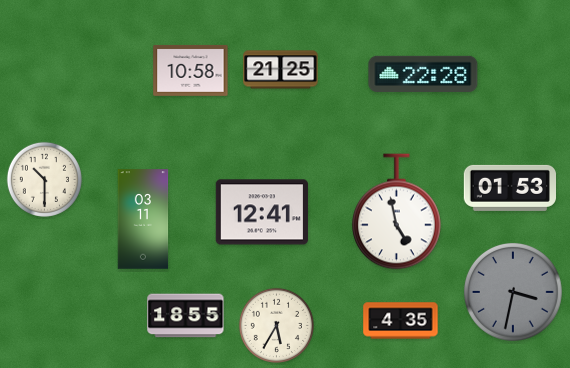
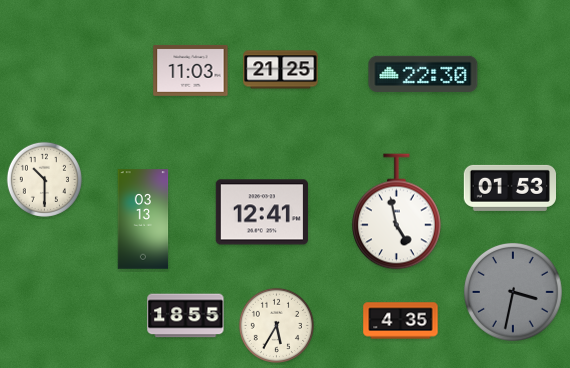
clock at (191, 70): 10:58 -> 11:03
clock at (423, 74): 22:28 -> 22:30
clock at (143, 219): 03:11 -> 03:13
